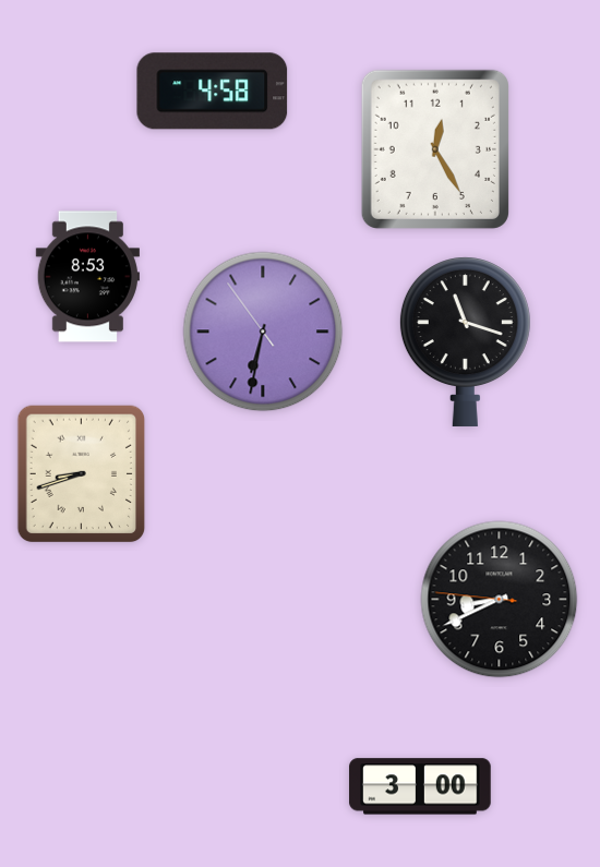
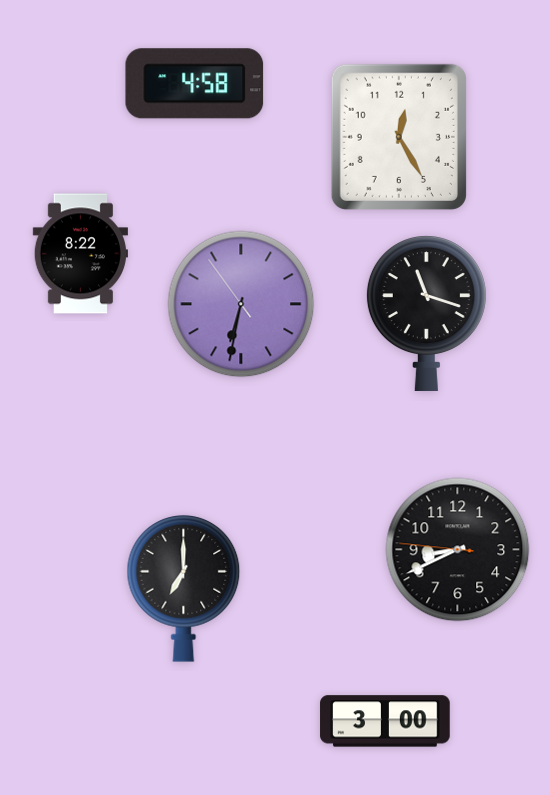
clock at (87, 277): 8:53 -> 8:22
clock at (82, 474): 8:42 -> none
clock at (184, 589): none -> 7:00
